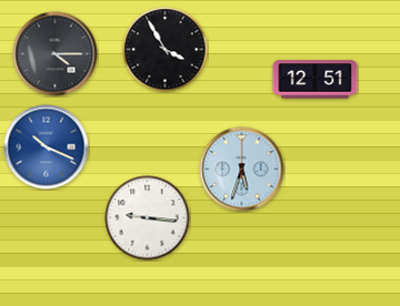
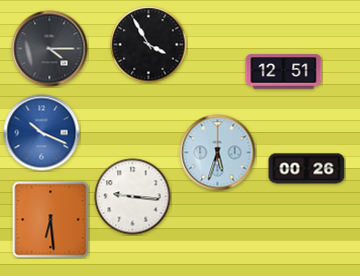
clock at (307, 169): none -> 00:26
clock at (51, 220): none -> 6:29
